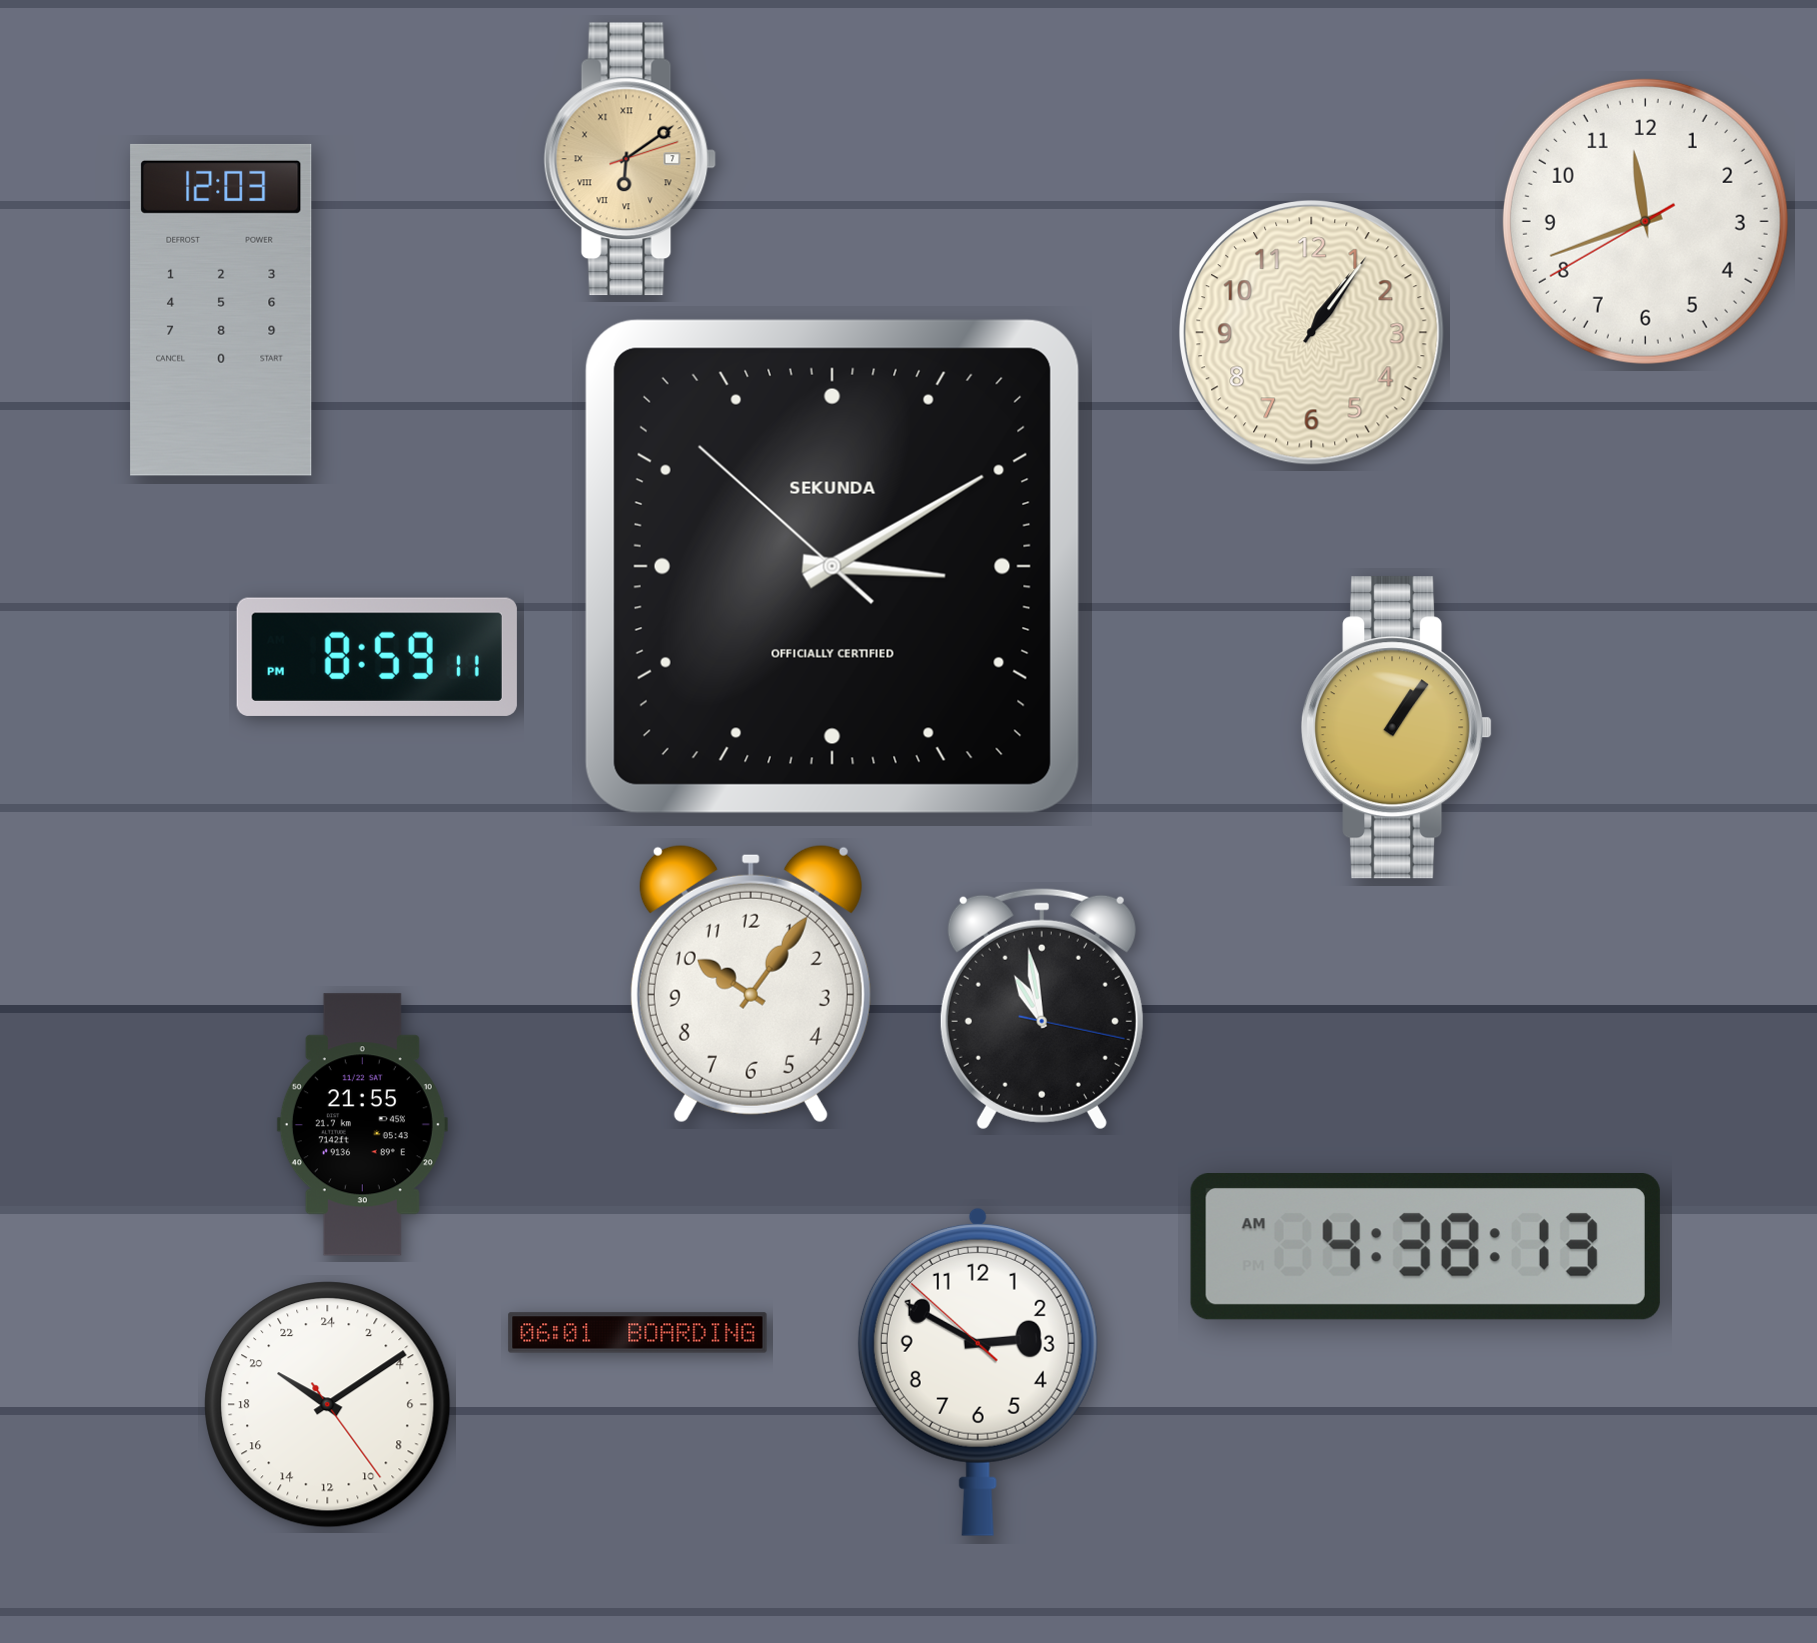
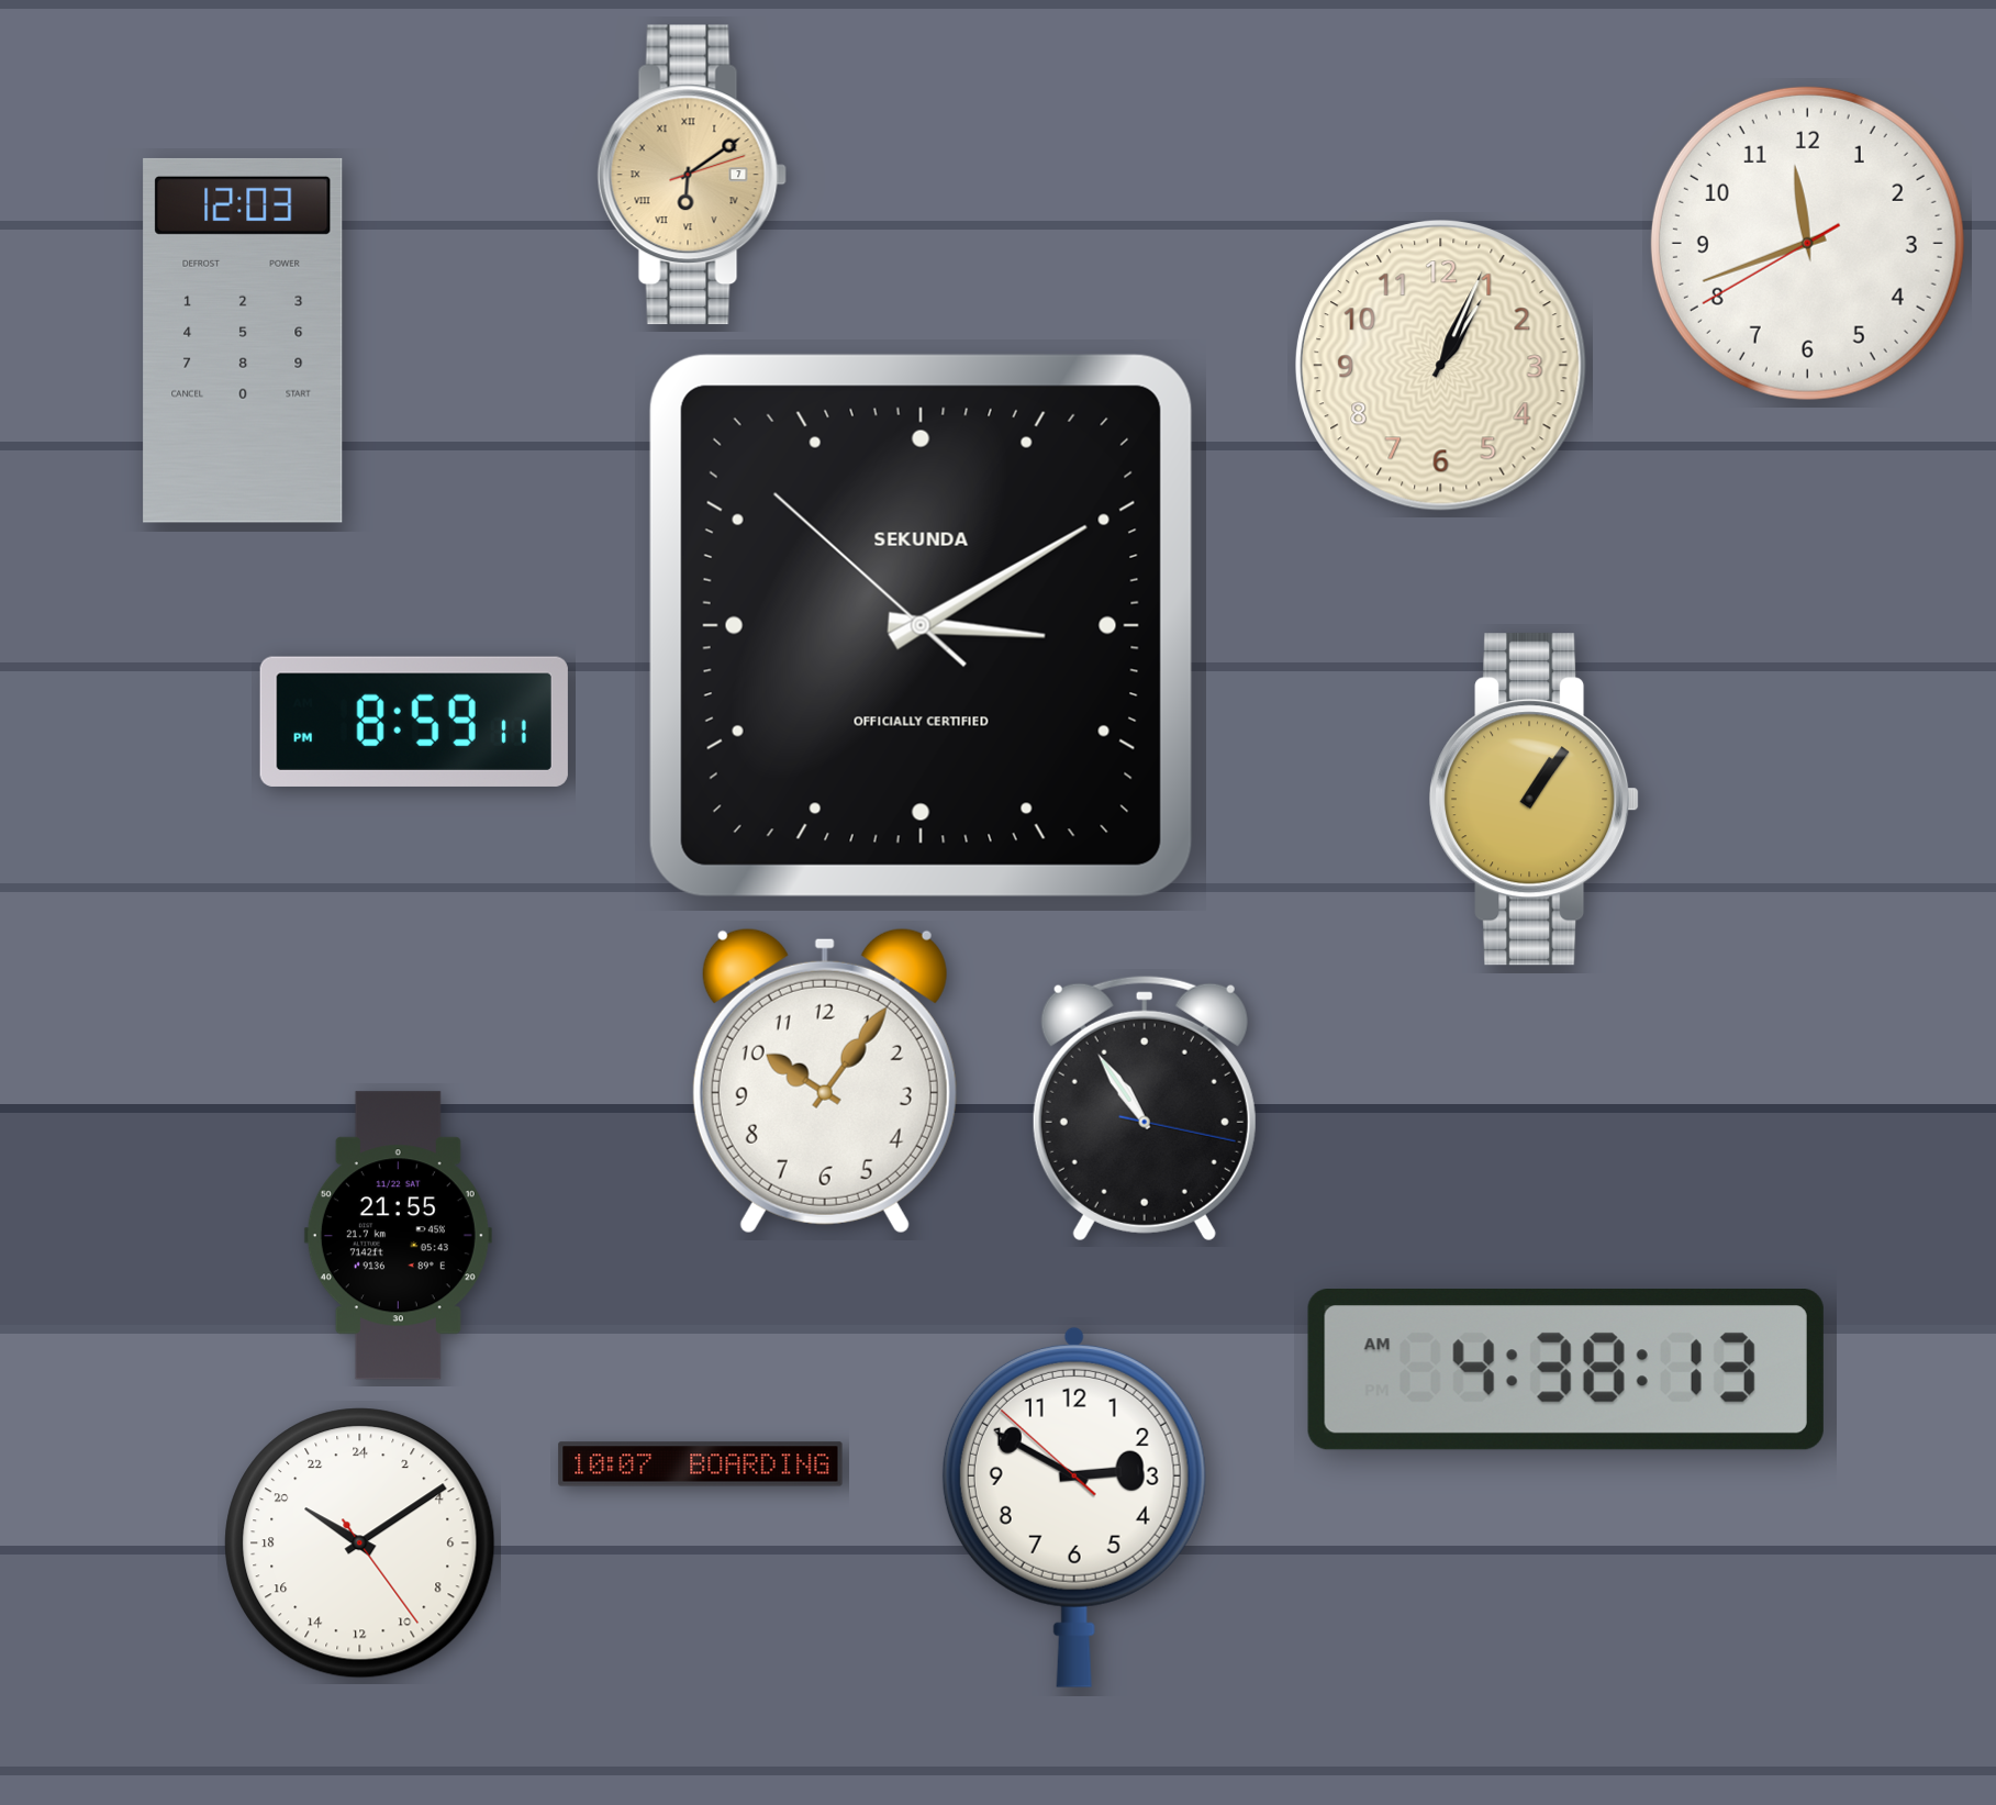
clock at (1312, 333): 1:06 -> 1:04
clock at (832, 566) position: (832, 566) -> (921, 625)
clock at (1042, 1009): 10:58 -> 10:54
clock at (638, 1333): 06:01 -> 10:07
